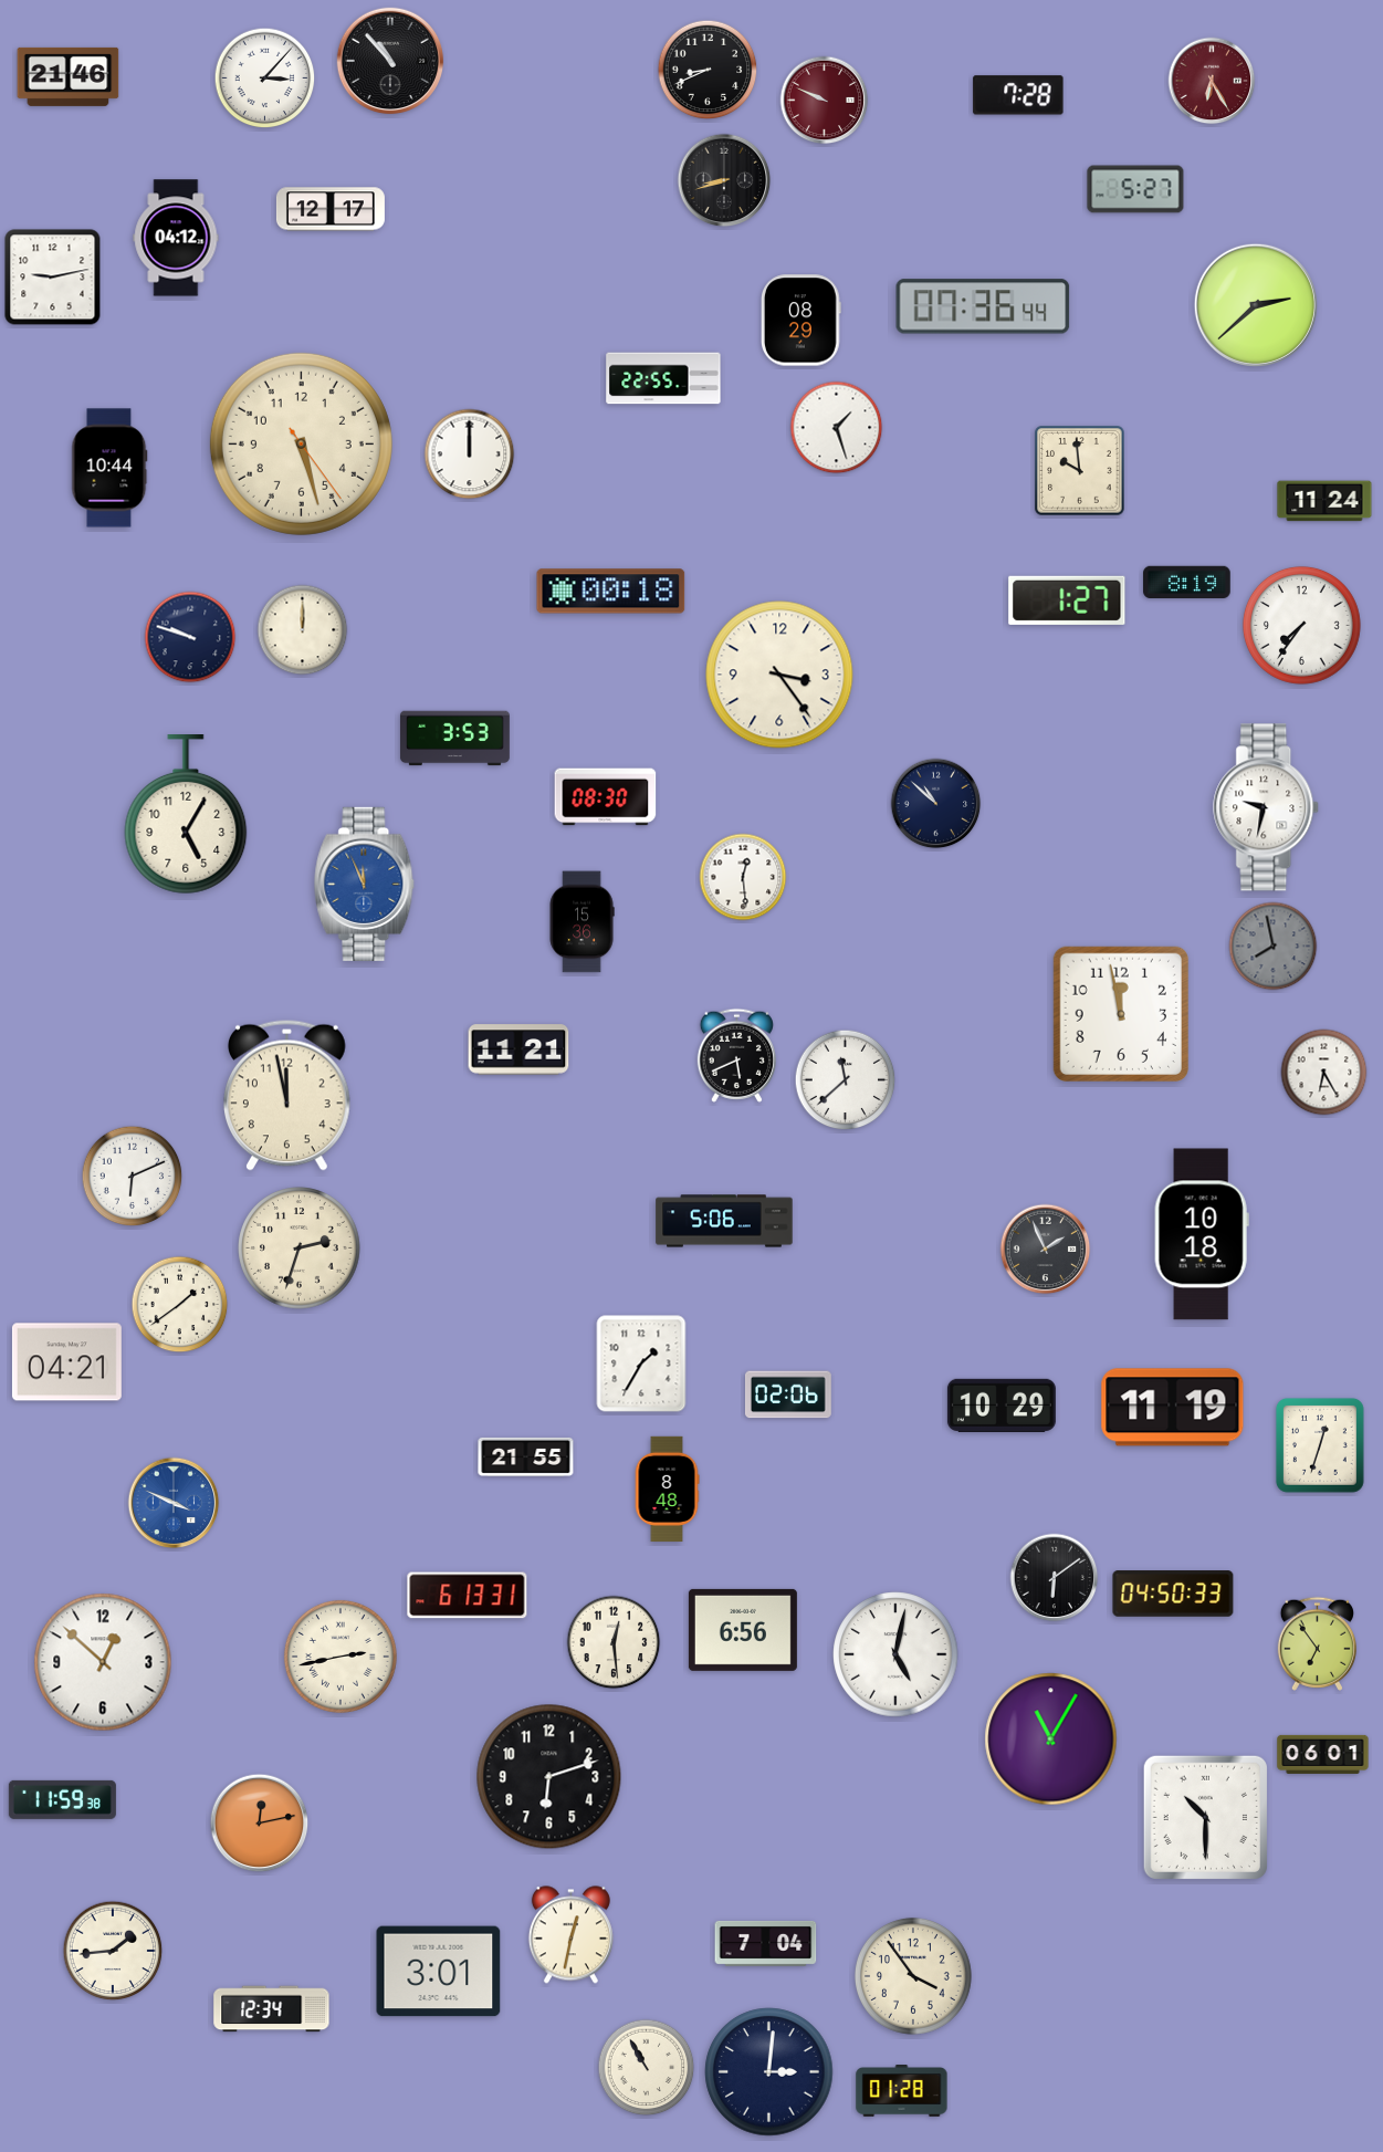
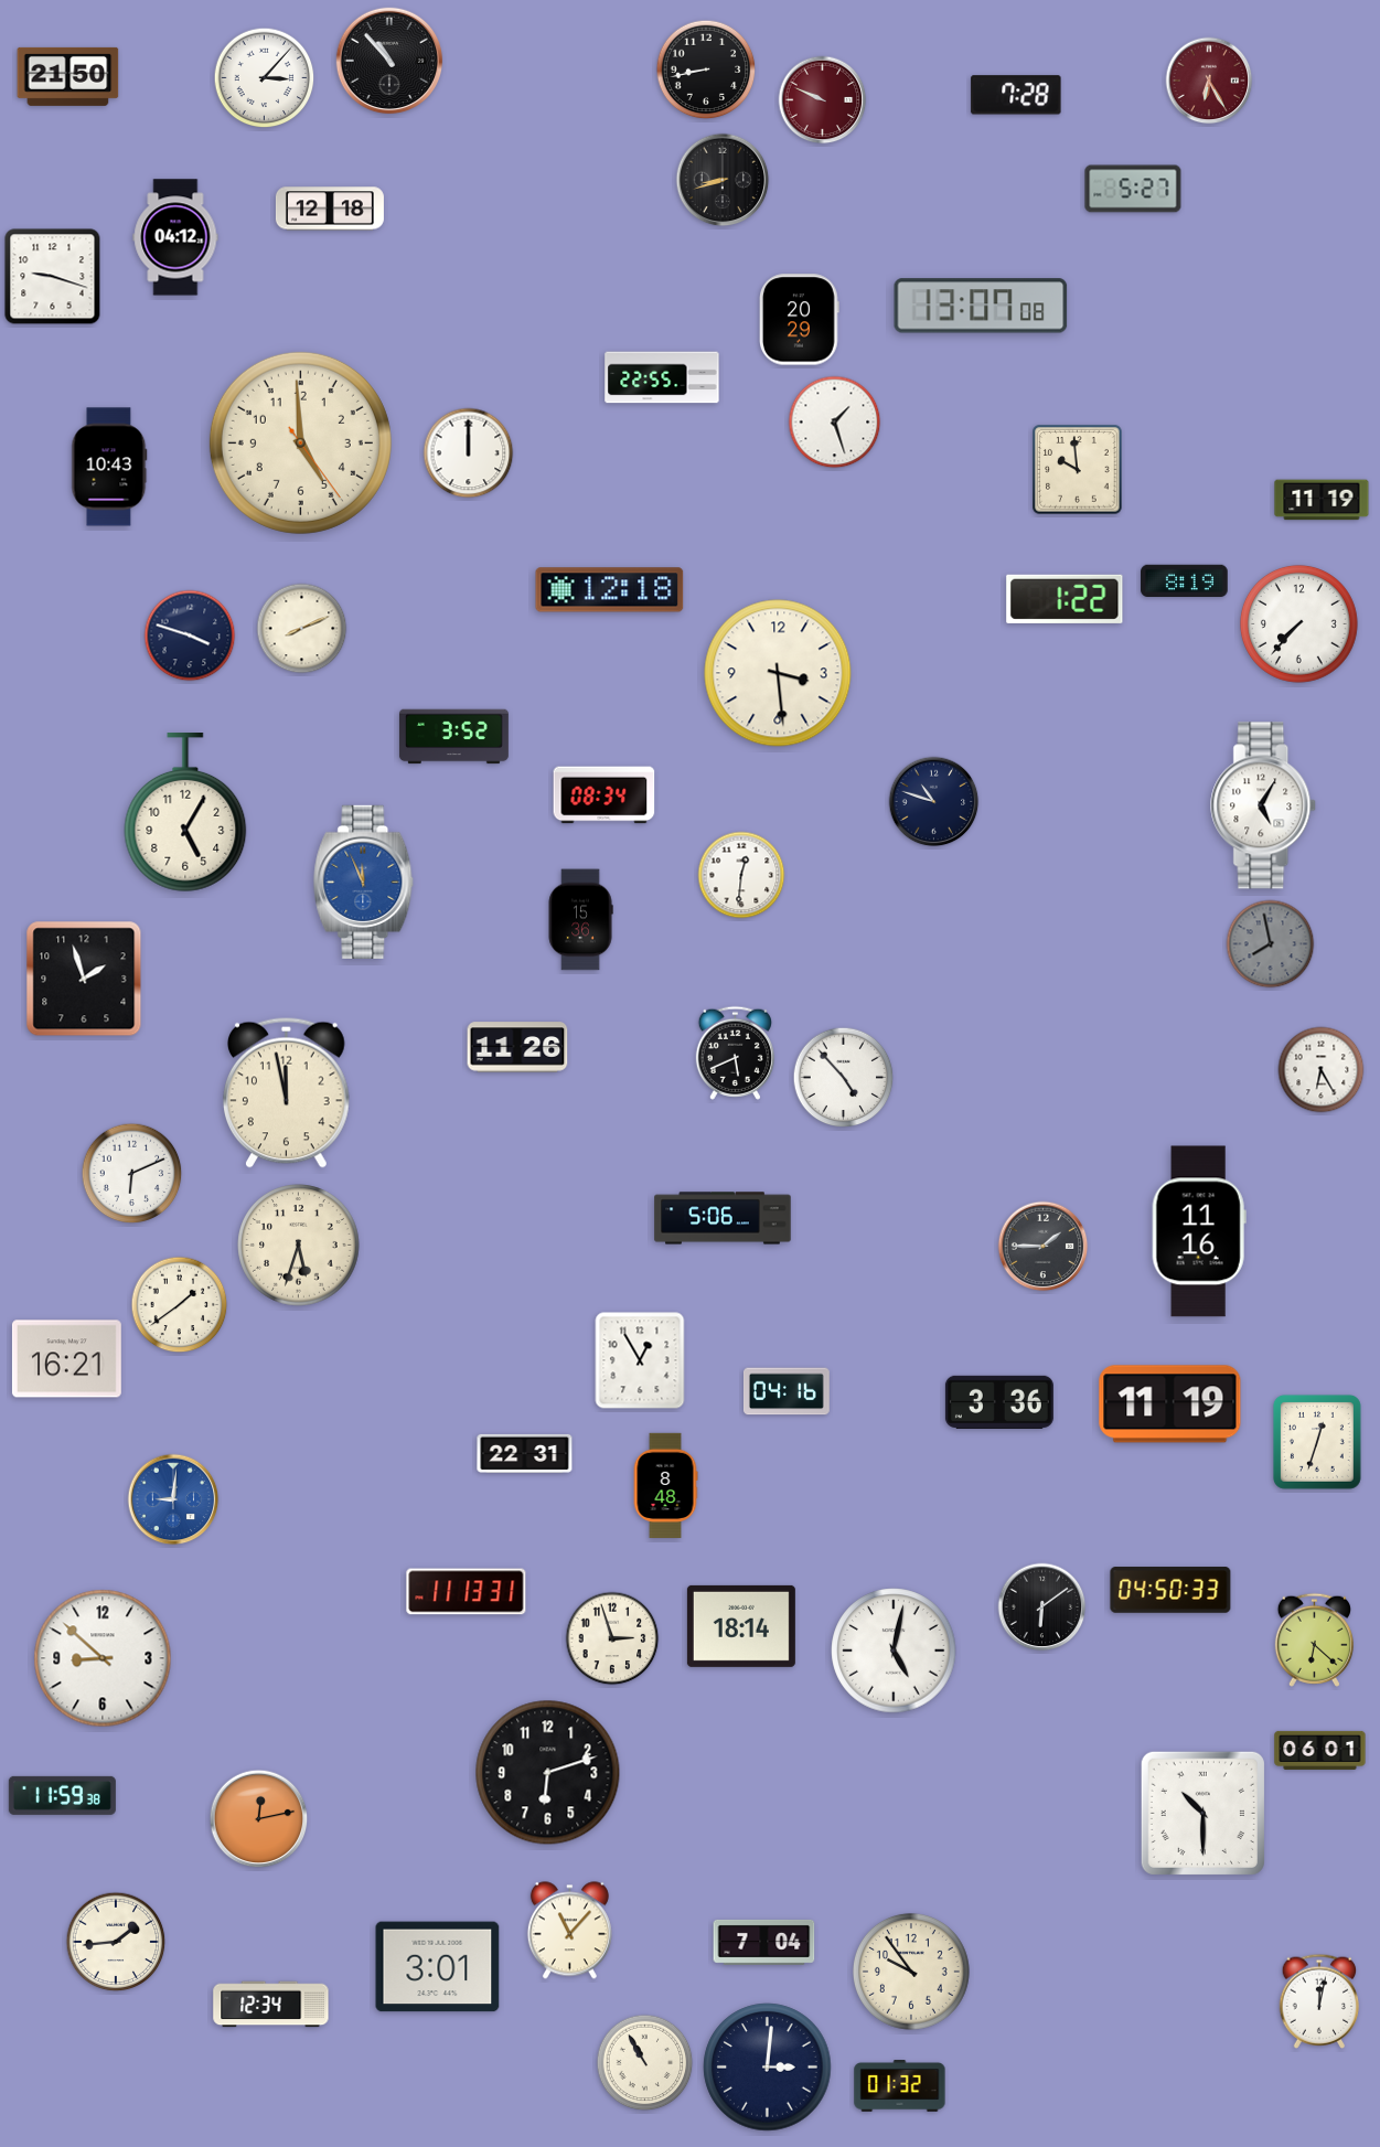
clock at (708, 70): 8:41 -> 8:43
clock at (69, 76): 21:46 -> 21:50
clock at (331, 209): 12:17 -> 12:18
clock at (53, 278): 9:13 -> 9:18
clock at (1256, 305): 2:38 -> none
clock at (983, 306): 07:36 -> 13:07
clock at (801, 321): 08:29 -> 20:29
clock at (837, 428) position: (837, 428) -> (835, 423)
clock at (301, 443): 5:27 -> 4:59
clock at (109, 468): 10:44 -> 10:43
clock at (1324, 501): 11:24 -> 11:19
clock at (611, 592): 00:18 -> 12:18
clock at (1067, 600): 1:27 -> 1:22
clock at (1301, 625): 7:36 -> 7:37
clock at (303, 630): 12:00 -> 8:11
clock at (190, 637): 9:48 -> 3:48
clock at (779, 675): 3:24 -> 3:29
clock at (454, 739): 3:53 -> 3:52
clock at (606, 797): 08:30 -> 08:34
clock at (936, 804): 10:52 -> 10:48
clock at (1267, 807): 9:32 -> 5:05
clock at (743, 877): 12:29 -> 12:31
clock at (84, 979): none -> 1:57
clock at (1121, 1014): 11:58 -> none
clock at (518, 1049): 11:21 -> 11:26
clock at (846, 1080): 11:38 -> 4:53
clock at (1202, 1234): 10:18 -> 11:16
clock at (300, 1249): 2:33 -> 5:33
clock at (1046, 1250): 1:56 -> 1:45
clock at (180, 1305) position: (180, 1305) -> (180, 1305)
clock at (66, 1362): 04:21 -> 16:21
clock at (641, 1364): 1:35 -> 12:55
clock at (788, 1394): 02:06 -> 04:16
clock at (1002, 1406): 10:29 -> 3:36
clock at (526, 1456): 21:55 -> 22:31
clock at (174, 1503): 3:49 -> 9:01
clock at (1055, 1578) position: (1055, 1578) -> (1042, 1607)
clock at (468, 1596): 6:13 -> 11:13
clock at (743, 1630): 6:56 -> 18:14
clock at (614, 1642): 12:29 -> 2:57
clock at (1317, 1643): 6:54 -> 6:22
clock at (340, 1657): 2:43 -> none
clock at (103, 1662): 12:52 -> 8:52
clock at (1051, 1740): 11:05 -> none
clock at (570, 1935): 12:32 -> 11:07
clock at (766, 1943) position: (766, 1943) -> (764, 1942)
clock at (113, 1951) position: (113, 1951) -> (116, 1942)
clock at (913, 1976): 3:54 -> 9:54
clock at (1319, 2001): none -> 12:02
clock at (902, 2091): 01:28 -> 01:32
